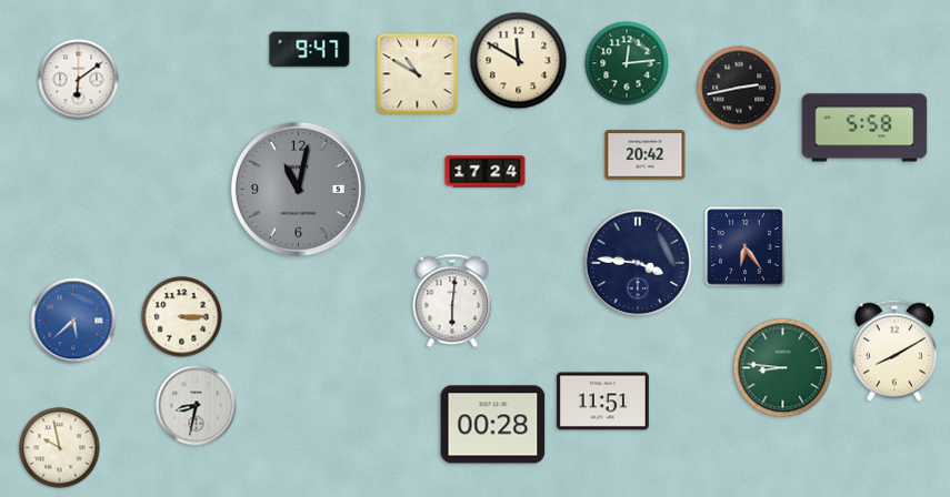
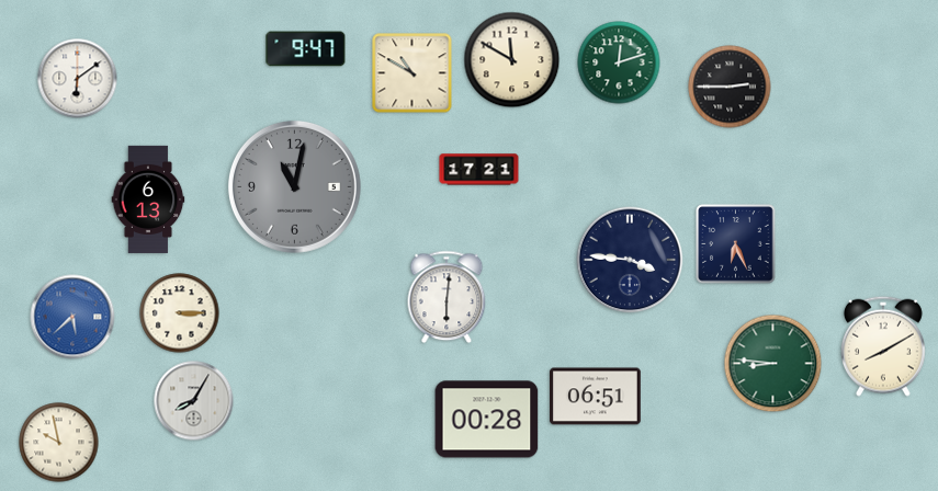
clock at (627, 63): 12:14 -> 12:12
clock at (739, 88): 2:43 -> 2:45
clock at (864, 128): 5:58 -> none
clock at (646, 155): 20:42 -> none
clock at (486, 172): 17:24 -> 17:21
clock at (148, 199): none -> 6:13
clock at (746, 247): 6:24 -> 6:26
clock at (603, 402): 11:51 -> 06:51
clock at (197, 406): 8:32 -> 8:05
